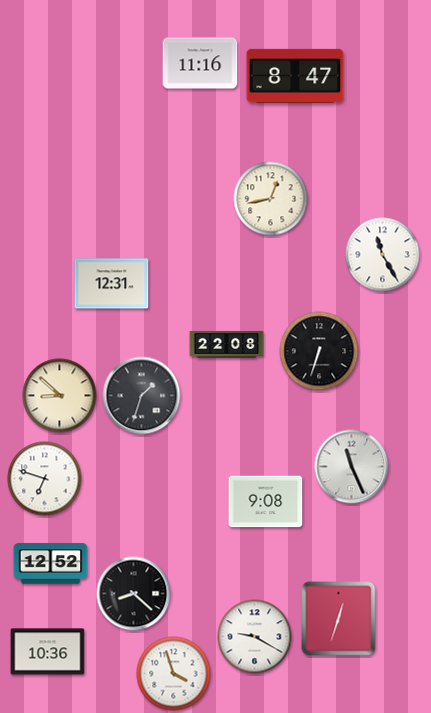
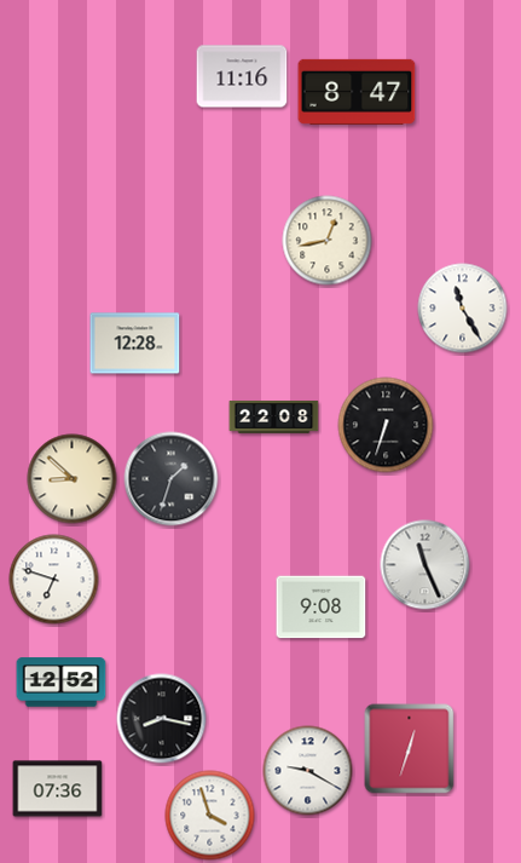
clock at (112, 284): 12:31 -> 12:28
clock at (134, 594): 8:22 -> 8:17
clock at (48, 652): 10:36 -> 07:36
